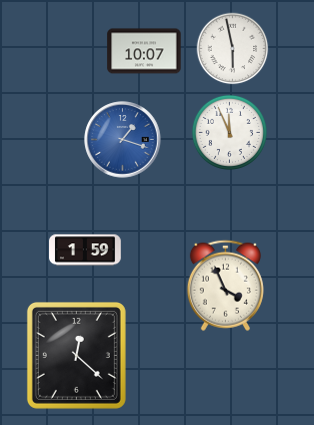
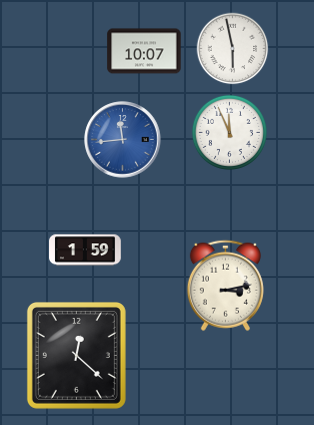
clock at (123, 140): 1:18 -> 11:44
clock at (225, 285): 3:56 -> 3:13
